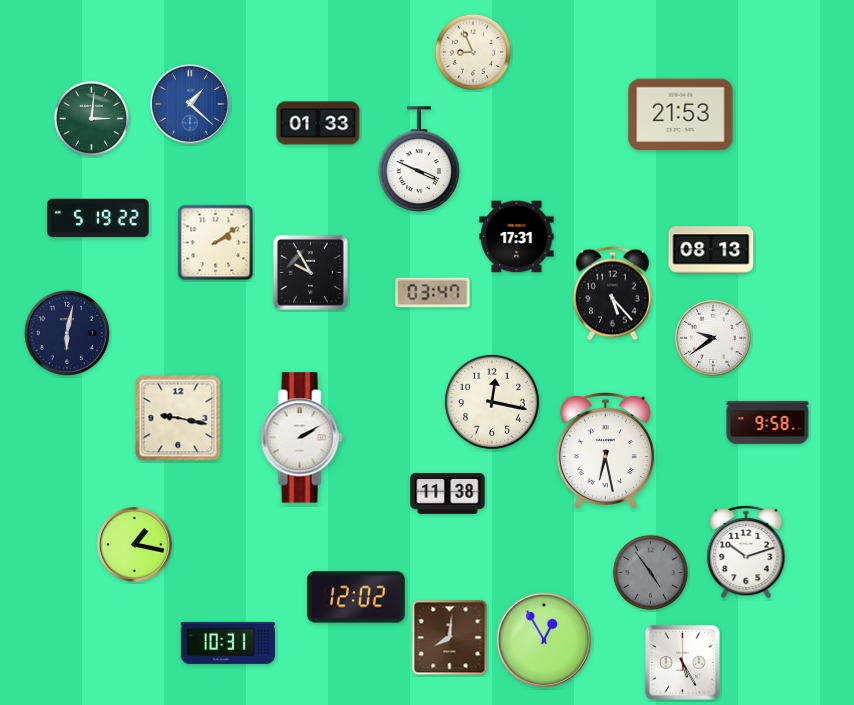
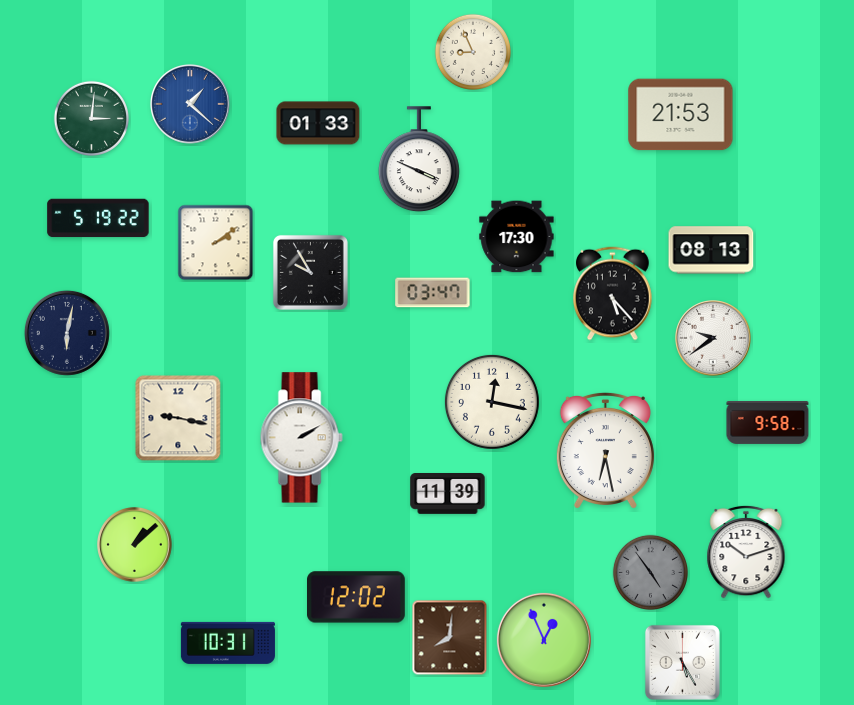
clock at (517, 237): 17:31 -> 17:30
clock at (448, 494): 11:38 -> 11:39
clock at (135, 545): 1:17 -> 1:08
clock at (544, 640): 12:55 -> 12:56
